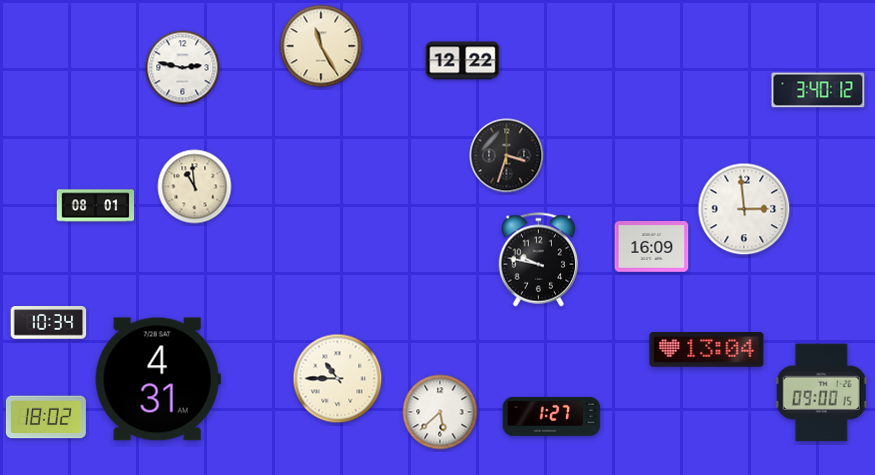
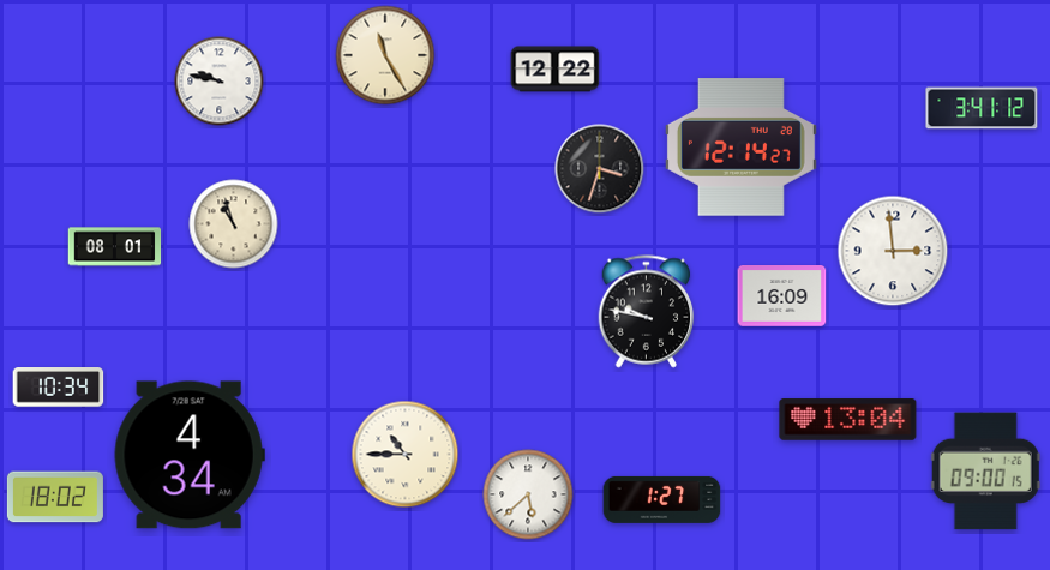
clock at (463, 61) position: (463, 61) -> (556, 70)
clock at (183, 68): 2:47 -> 9:47
clock at (818, 90): 3:40 -> 3:41
clock at (740, 148): none -> 12:14
clock at (507, 156) position: (507, 156) -> (600, 169)
clock at (195, 187): 10:59 -> 10:57
clock at (158, 379): 4:31 -> 4:34
clock at (46, 417) position: (46, 417) -> (55, 497)
